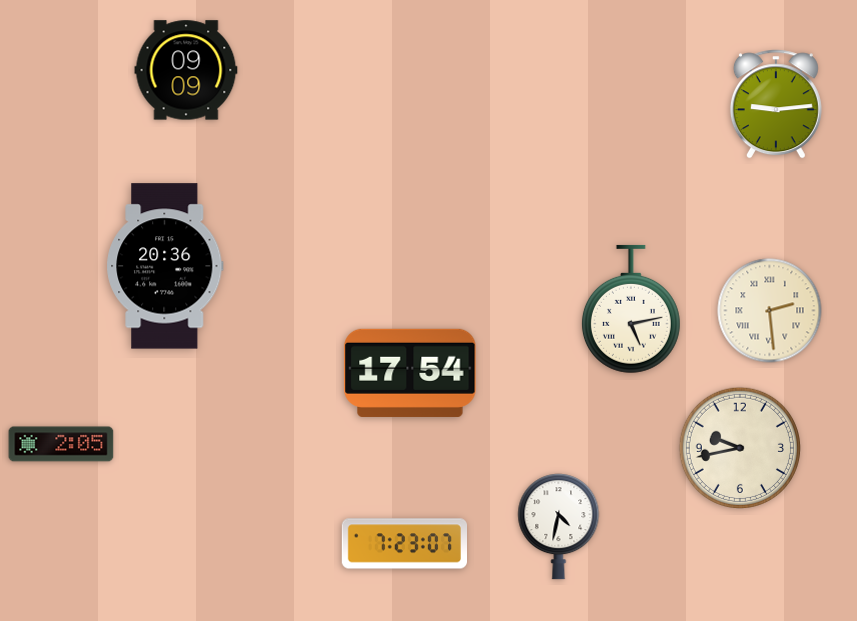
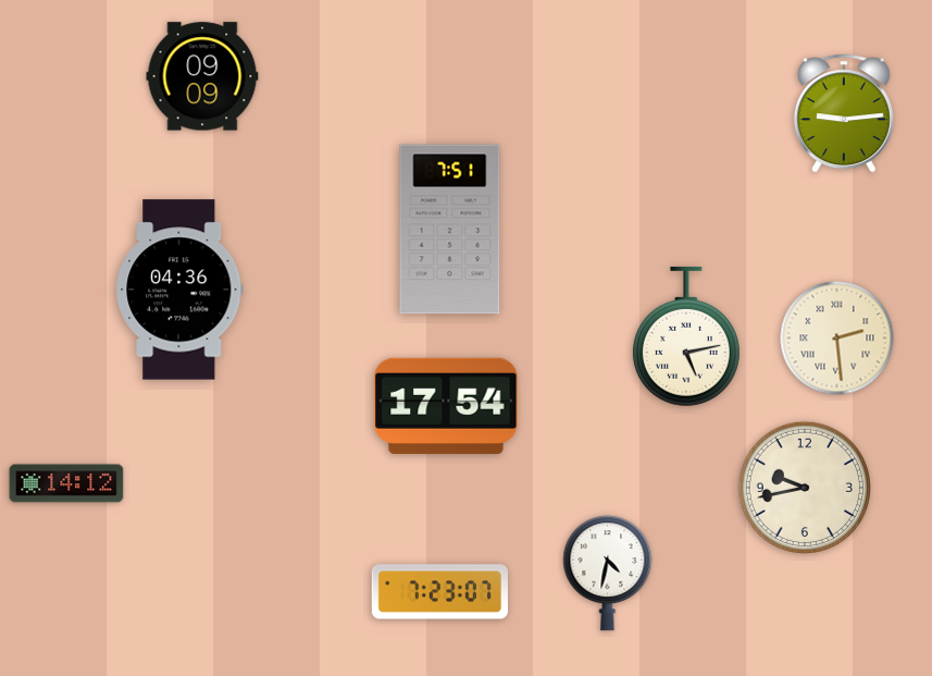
clock at (450, 230): none -> 7:51
clock at (165, 266): 20:36 -> 04:36
clock at (61, 444): 2:05 -> 14:12
